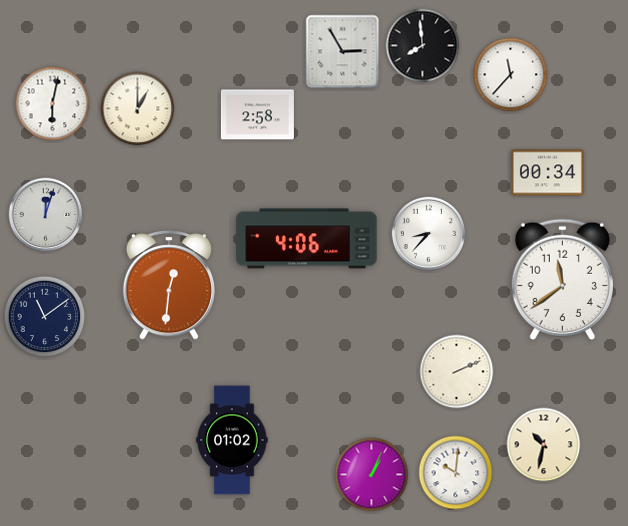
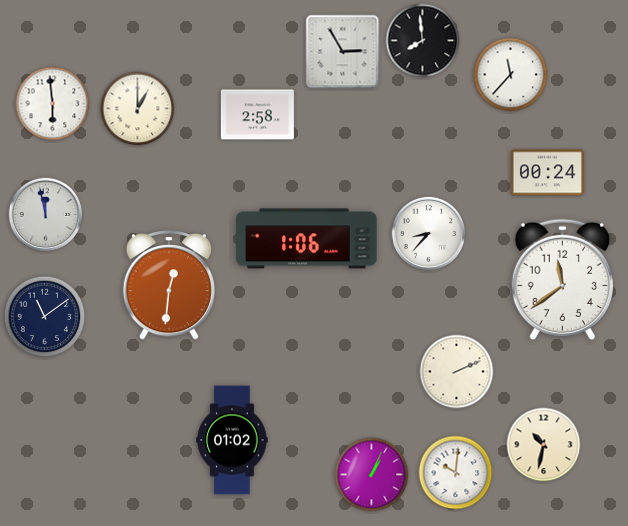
clock at (423, 46) position: (423, 46) -> (423, 41)
clock at (53, 104): 6:02 -> 5:59
clock at (547, 173): 00:34 -> 00:24
clock at (46, 215): 12:03 -> 11:58
clock at (307, 239): 4:06 -> 1:06
